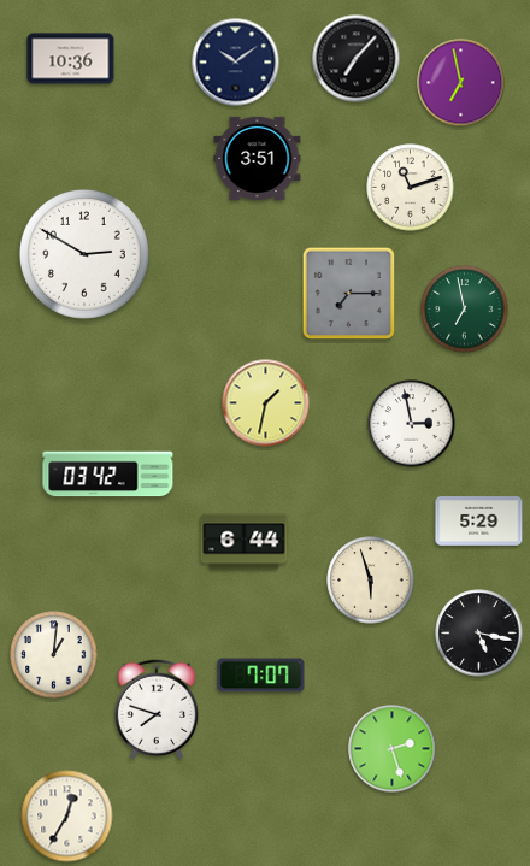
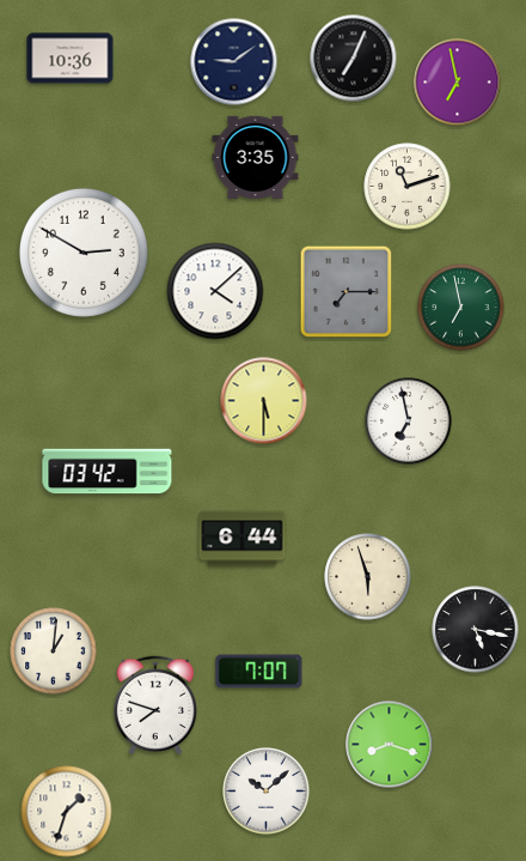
clock at (357, 59): 7:07 -> 7:04
clock at (236, 63): 10:09 -> 9:09
clock at (258, 158): 3:51 -> 3:35
clock at (215, 291): none -> 4:08
clock at (266, 403): 1:32 -> 5:30
clock at (412, 424): 2:58 -> 6:58
clock at (479, 522): 5:29 -> none
clock at (393, 749): 2:27 -> 8:18
clock at (267, 792): none -> 10:08
clock at (67, 817): 12:35 -> 1:33
